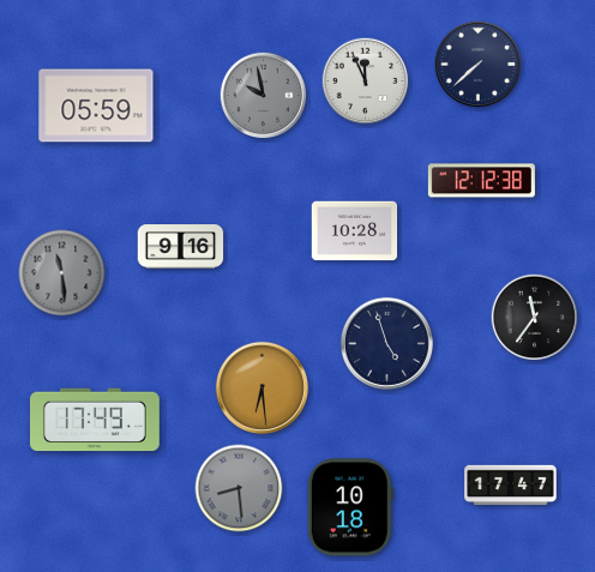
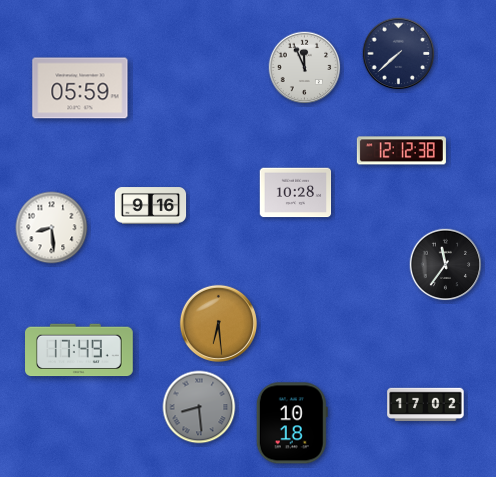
clock at (264, 96): 9:58 -> none
clock at (62, 273): 11:29 -> 8:29
clock at (62, 273) dial: grey -> white
clock at (386, 343): 4:57 -> none
clock at (511, 486): 17:47 -> 17:02
